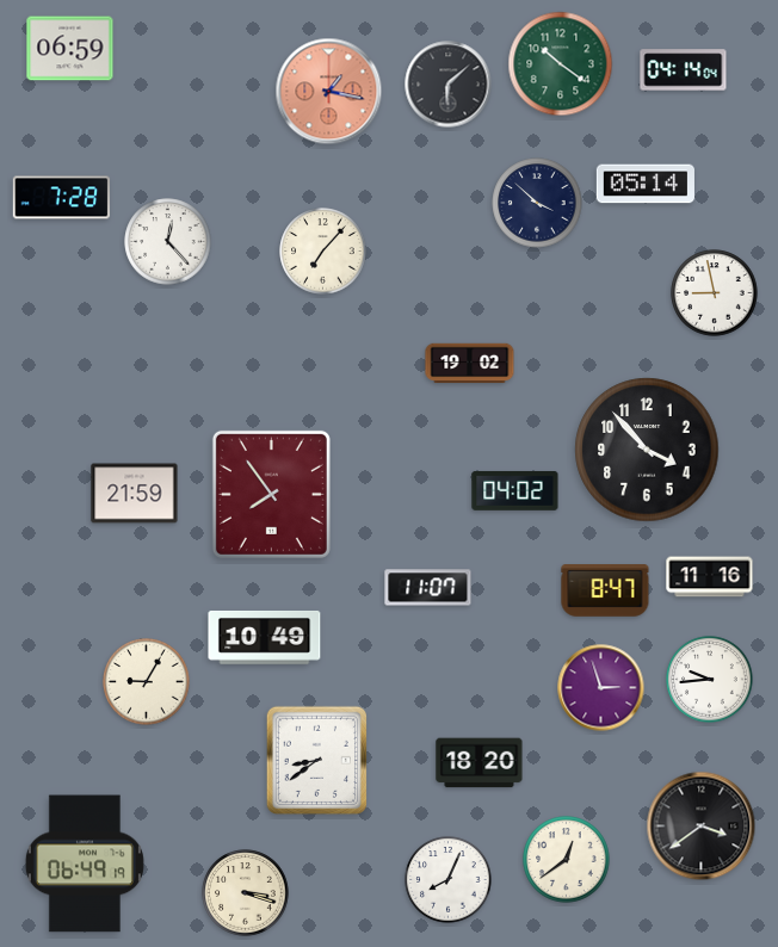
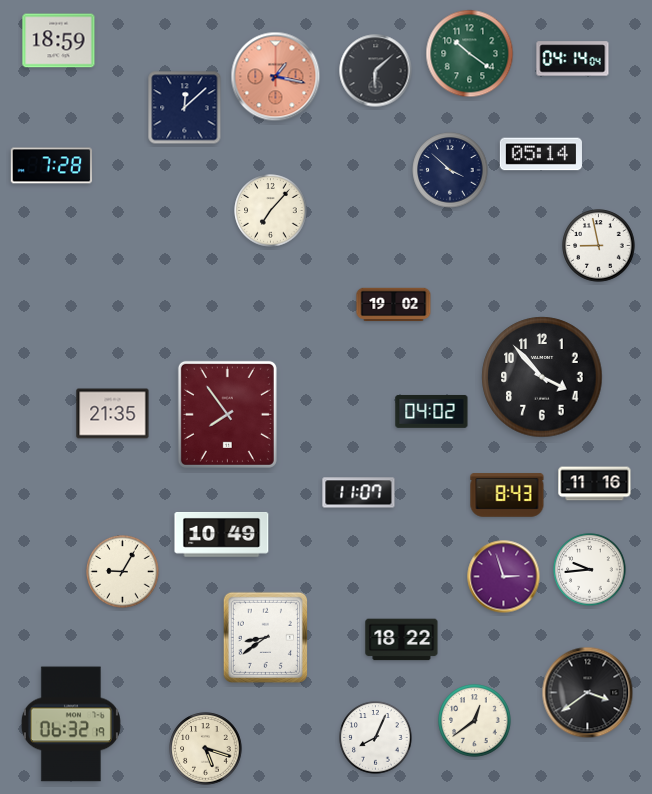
clock at (70, 49): 06:59 -> 18:59
clock at (185, 108): none -> 12:08
clock at (168, 242): 12:23 -> none
clock at (135, 494): 21:59 -> 21:35
clock at (605, 590): 8:47 -> 8:43
clock at (710, 680) position: (710, 680) -> (590, 570)
clock at (480, 763): 18:20 -> 18:22
clock at (85, 864): 06:49 -> 06:32
clock at (246, 893): 3:18 -> 5:18
